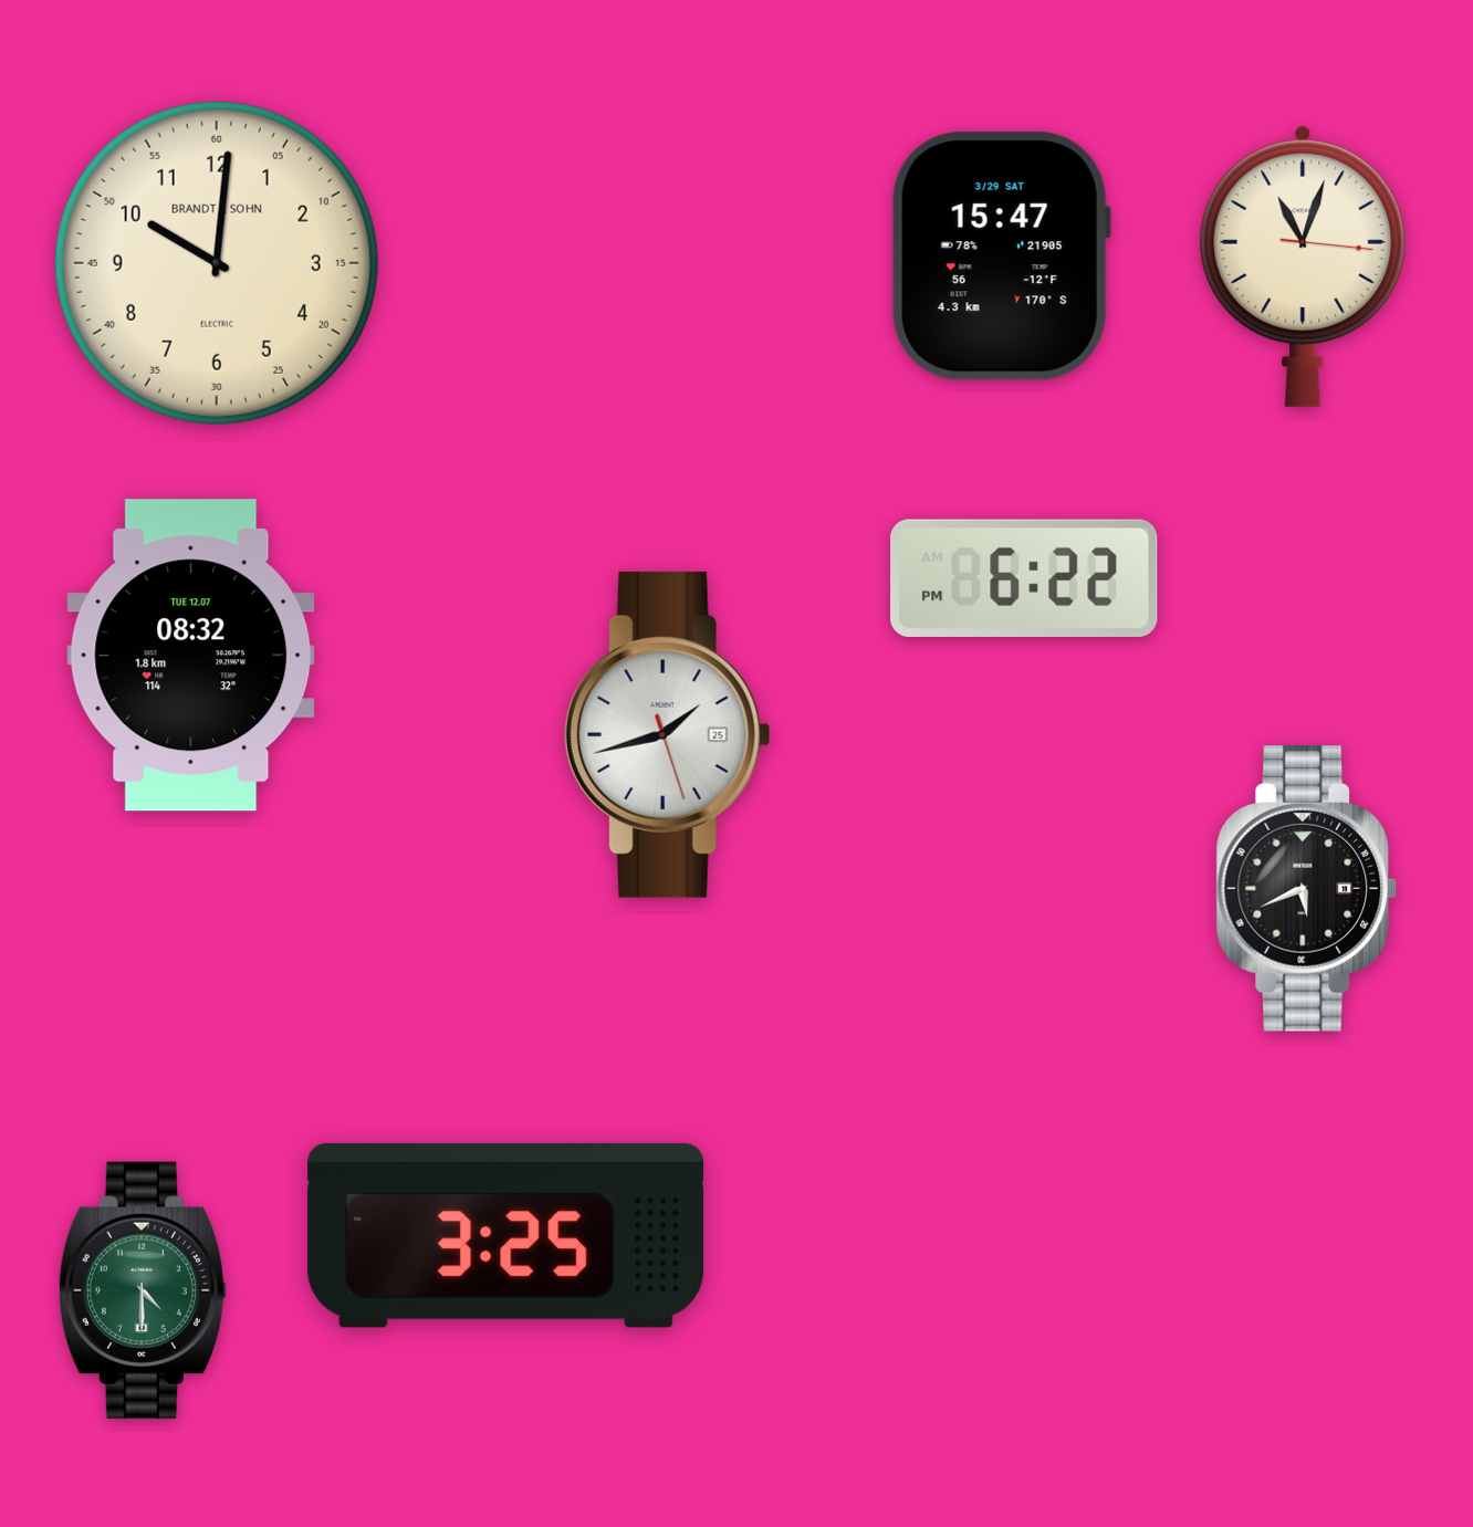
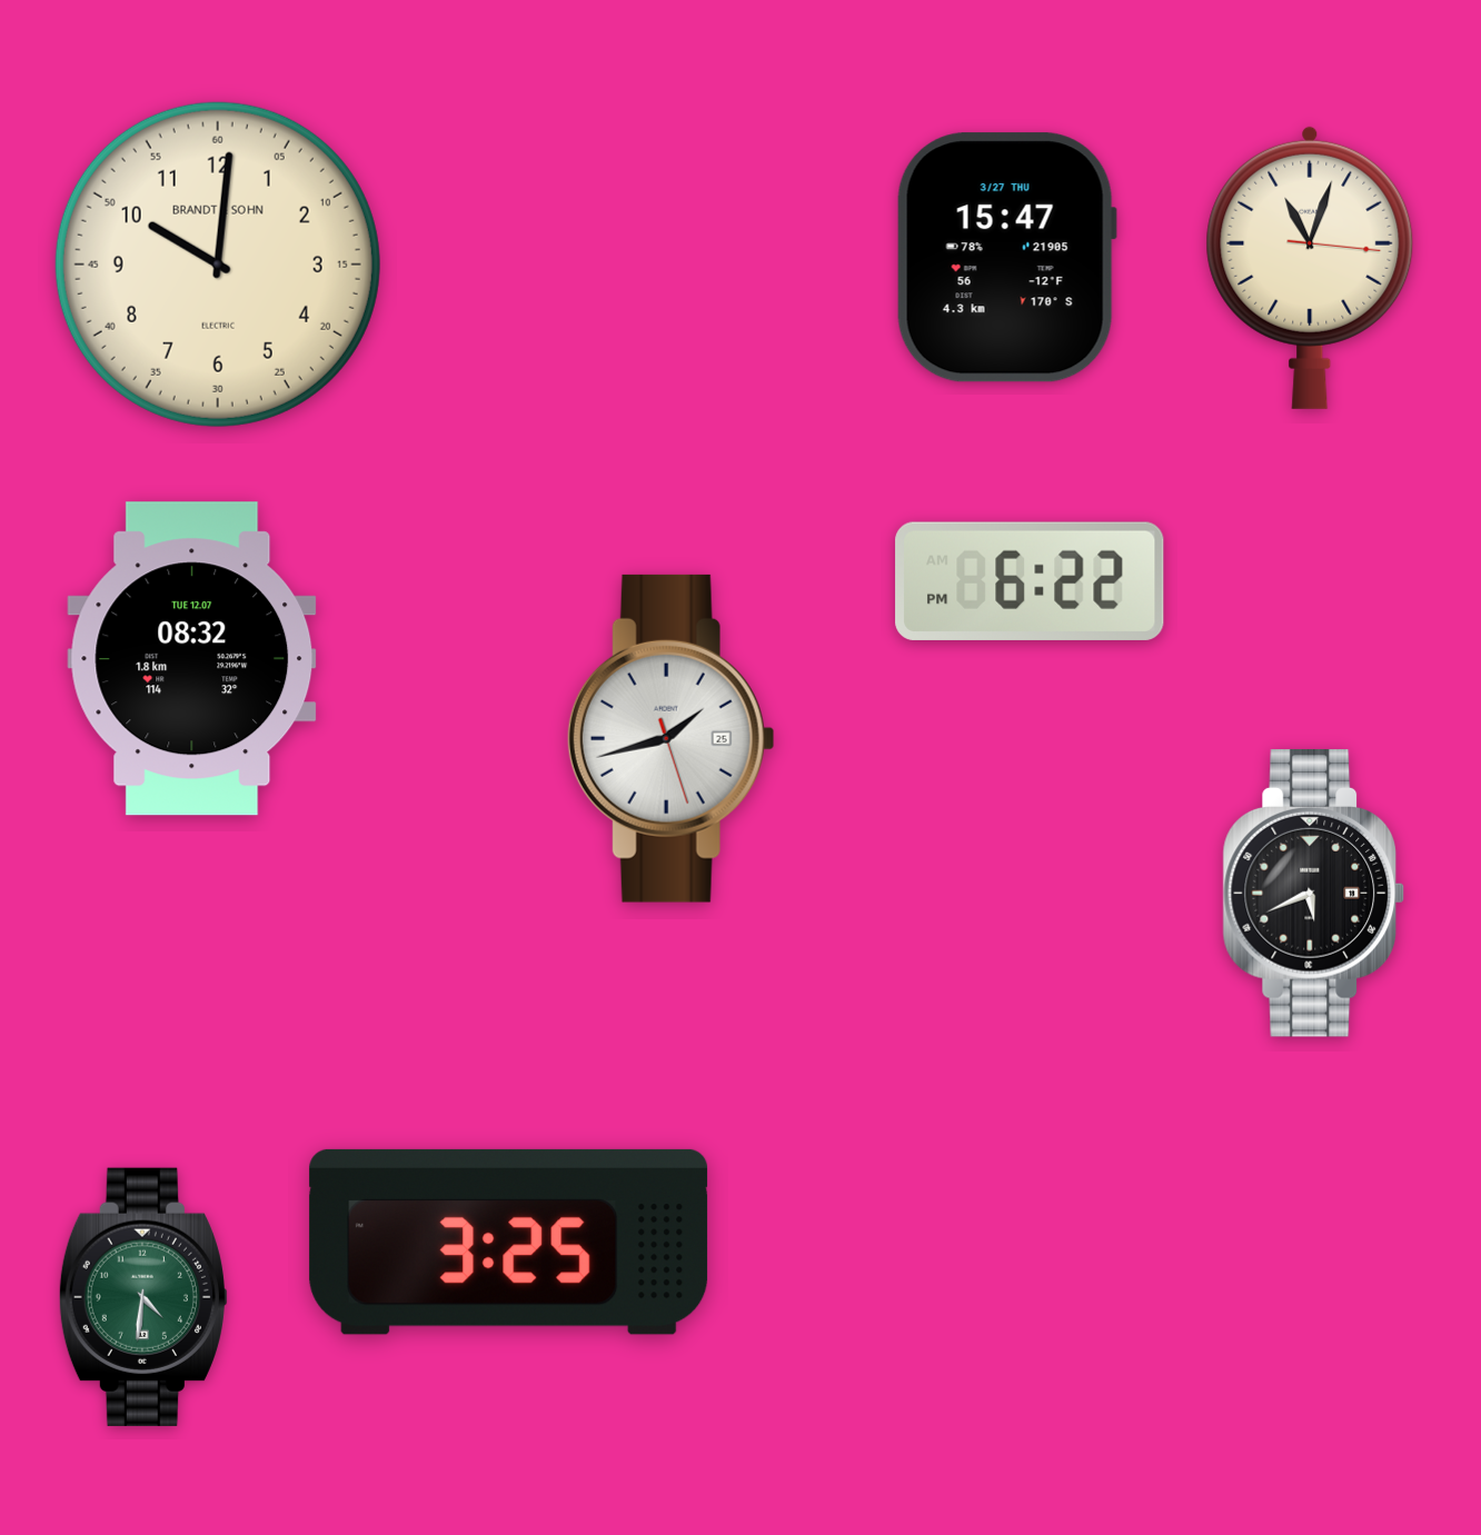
clock at (1001, 257) date: 3/29 SAT -> 3/27 THU
clock at (143, 1290): 4:30 -> 4:31
